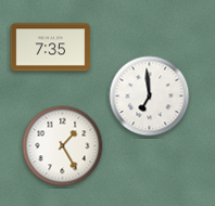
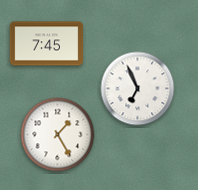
clock at (51, 48): 7:35 -> 7:45
clock at (150, 96): 6:59 -> 6:56
